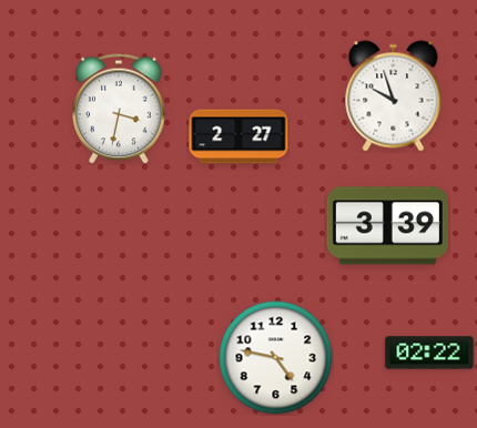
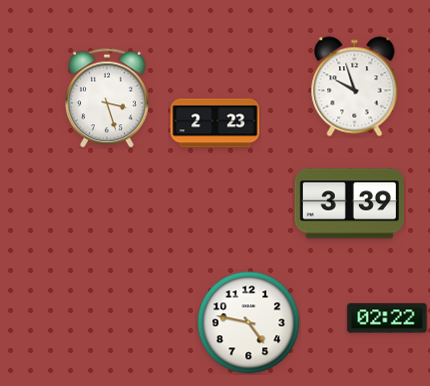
clock at (119, 109): 3:32 -> 3:27
clock at (238, 136): 2:27 -> 2:23
